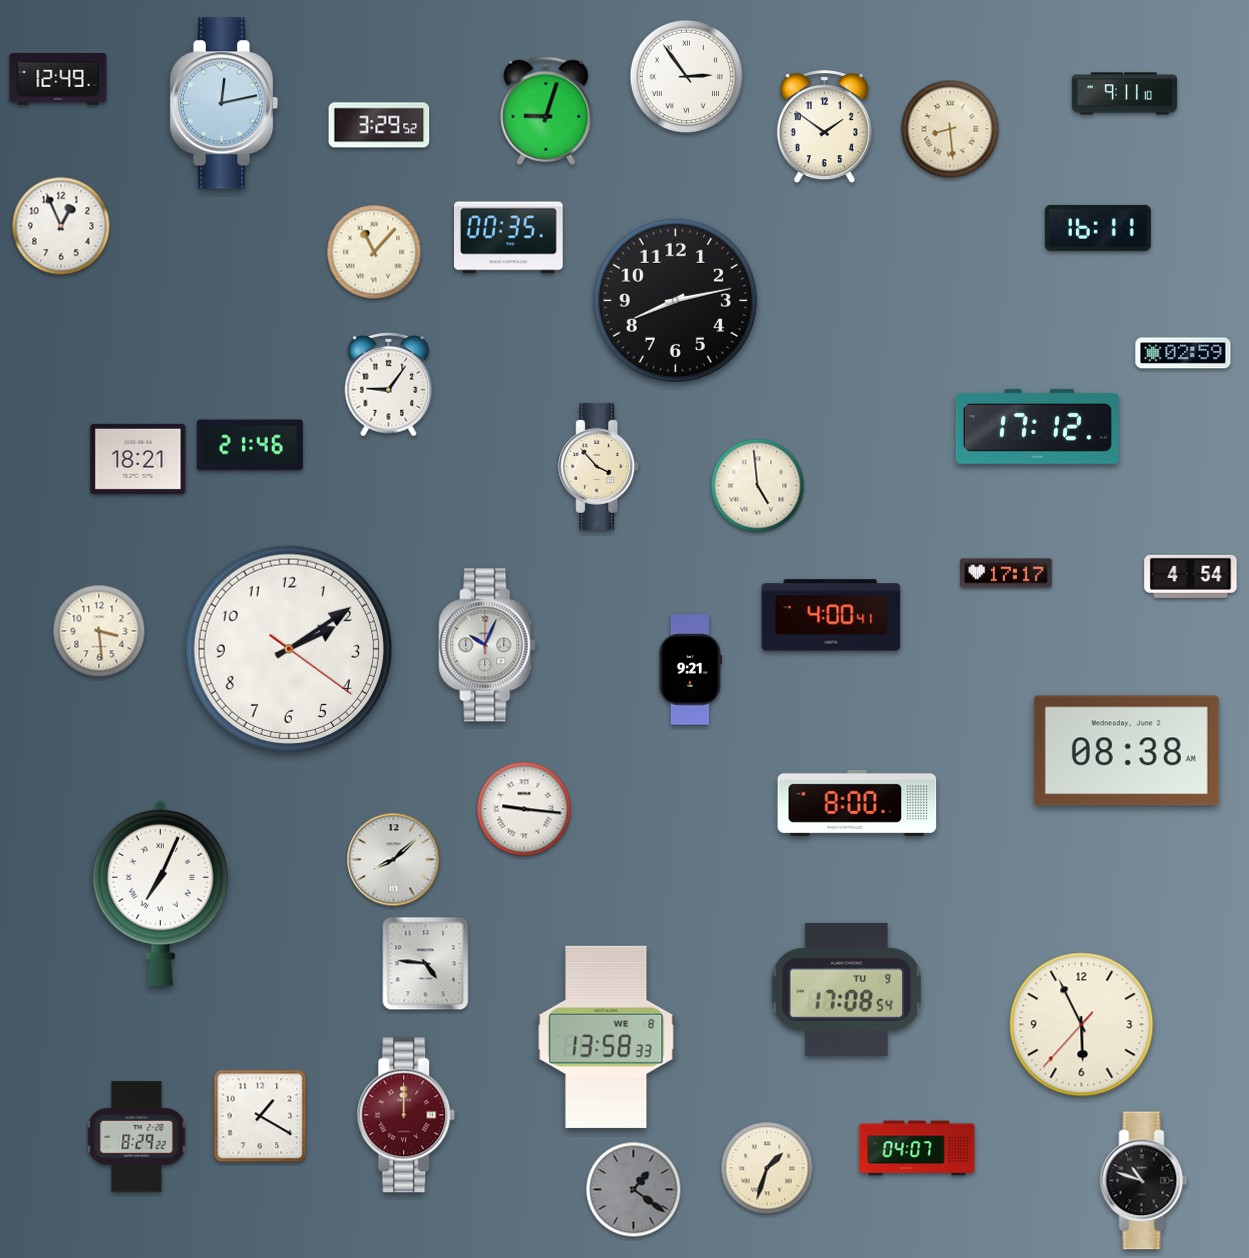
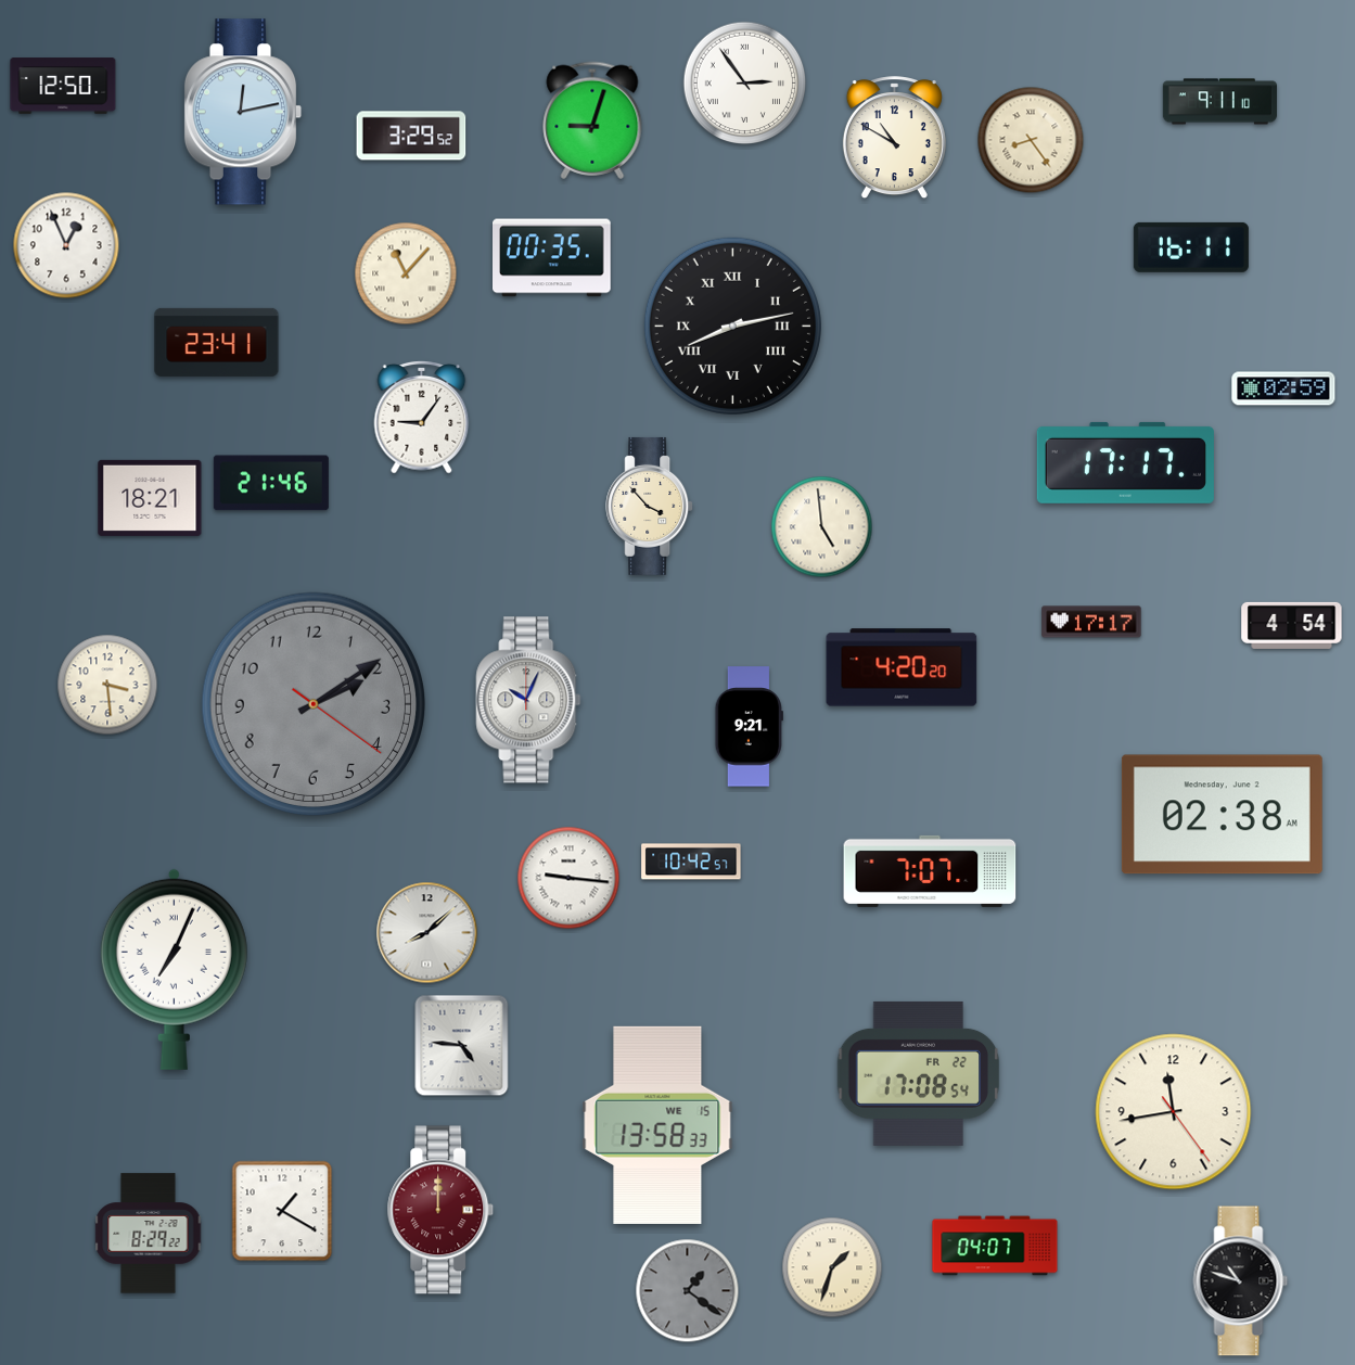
clock at (58, 79): 12:49 -> 12:50
clock at (824, 127): 1:51 -> 10:50
clock at (950, 129): 8:29 -> 8:24
clock at (675, 300) numerals: Arabic -> Roman
clock at (217, 342): none -> 23:41
clock at (1183, 353) position: (1183, 353) -> (1283, 388)
clock at (1037, 426): 17:12 -> 17:17
clock at (831, 615): 4:00 -> 4:20
clock at (288, 649) dial: white -> grey
clock at (1126, 751): 08:38 -> 02:38
clock at (691, 862): none -> 10:42
clock at (857, 803): 8:00 -> 7:07
clock at (847, 989) date: TU 9 -> FR 22
clock at (1082, 1025): 5:55 -> 11:43
clock at (606, 1037) date: WE 8 -> WE 15
